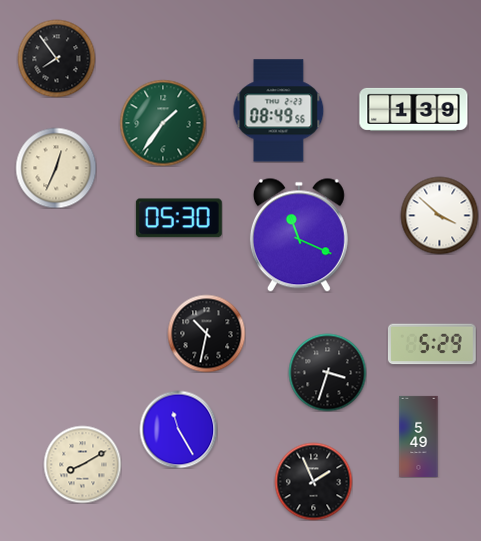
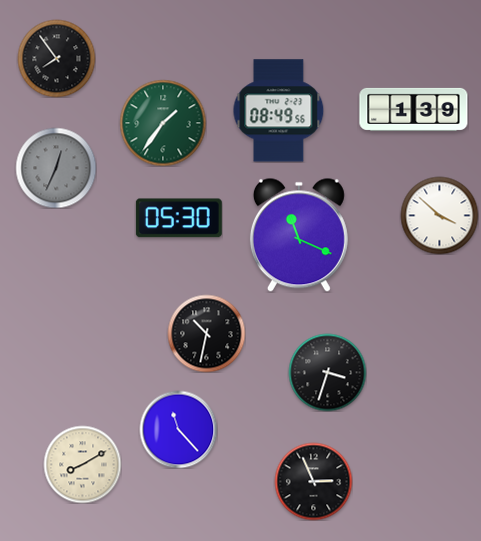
clock at (56, 168) dial: cream -> grey
clock at (432, 344): 5:29 -> none
clock at (178, 429): 11:25 -> 11:23
clock at (419, 436): 5:49 -> none
clock at (313, 481): 1:56 -> 2:56
